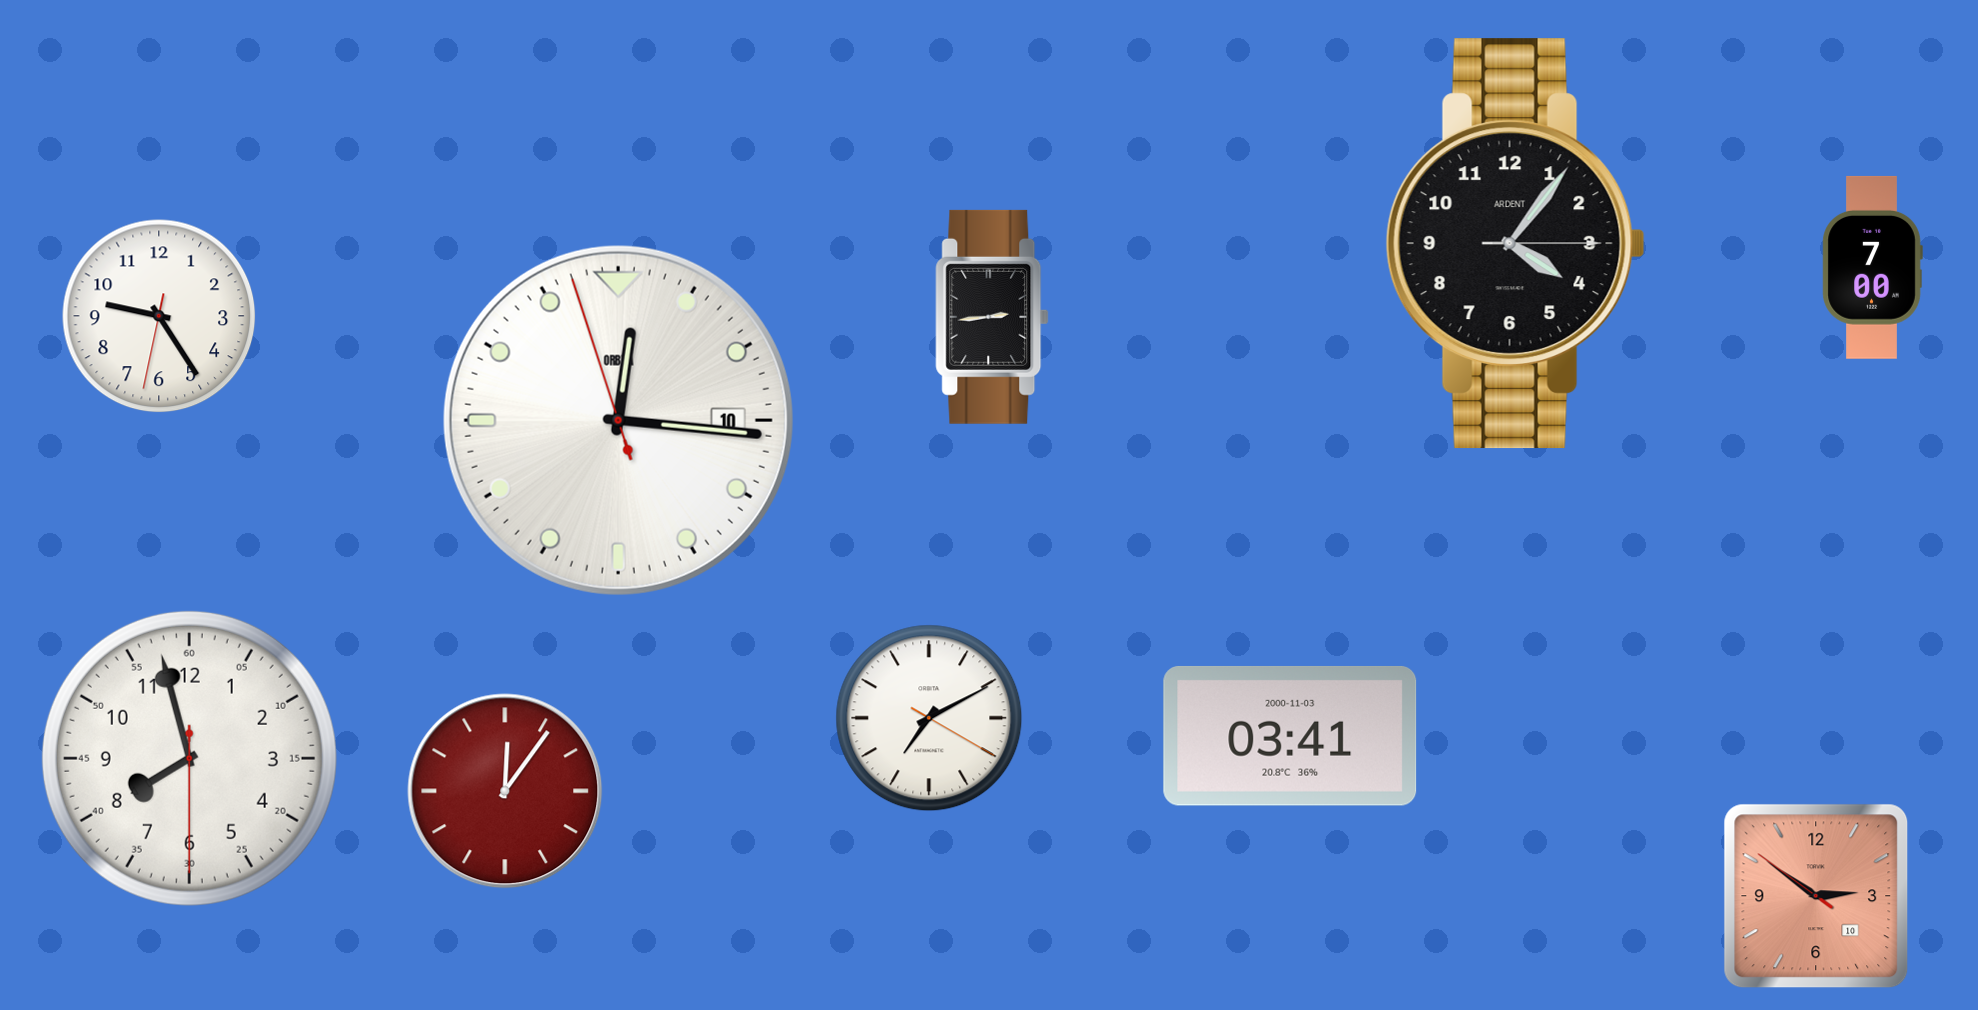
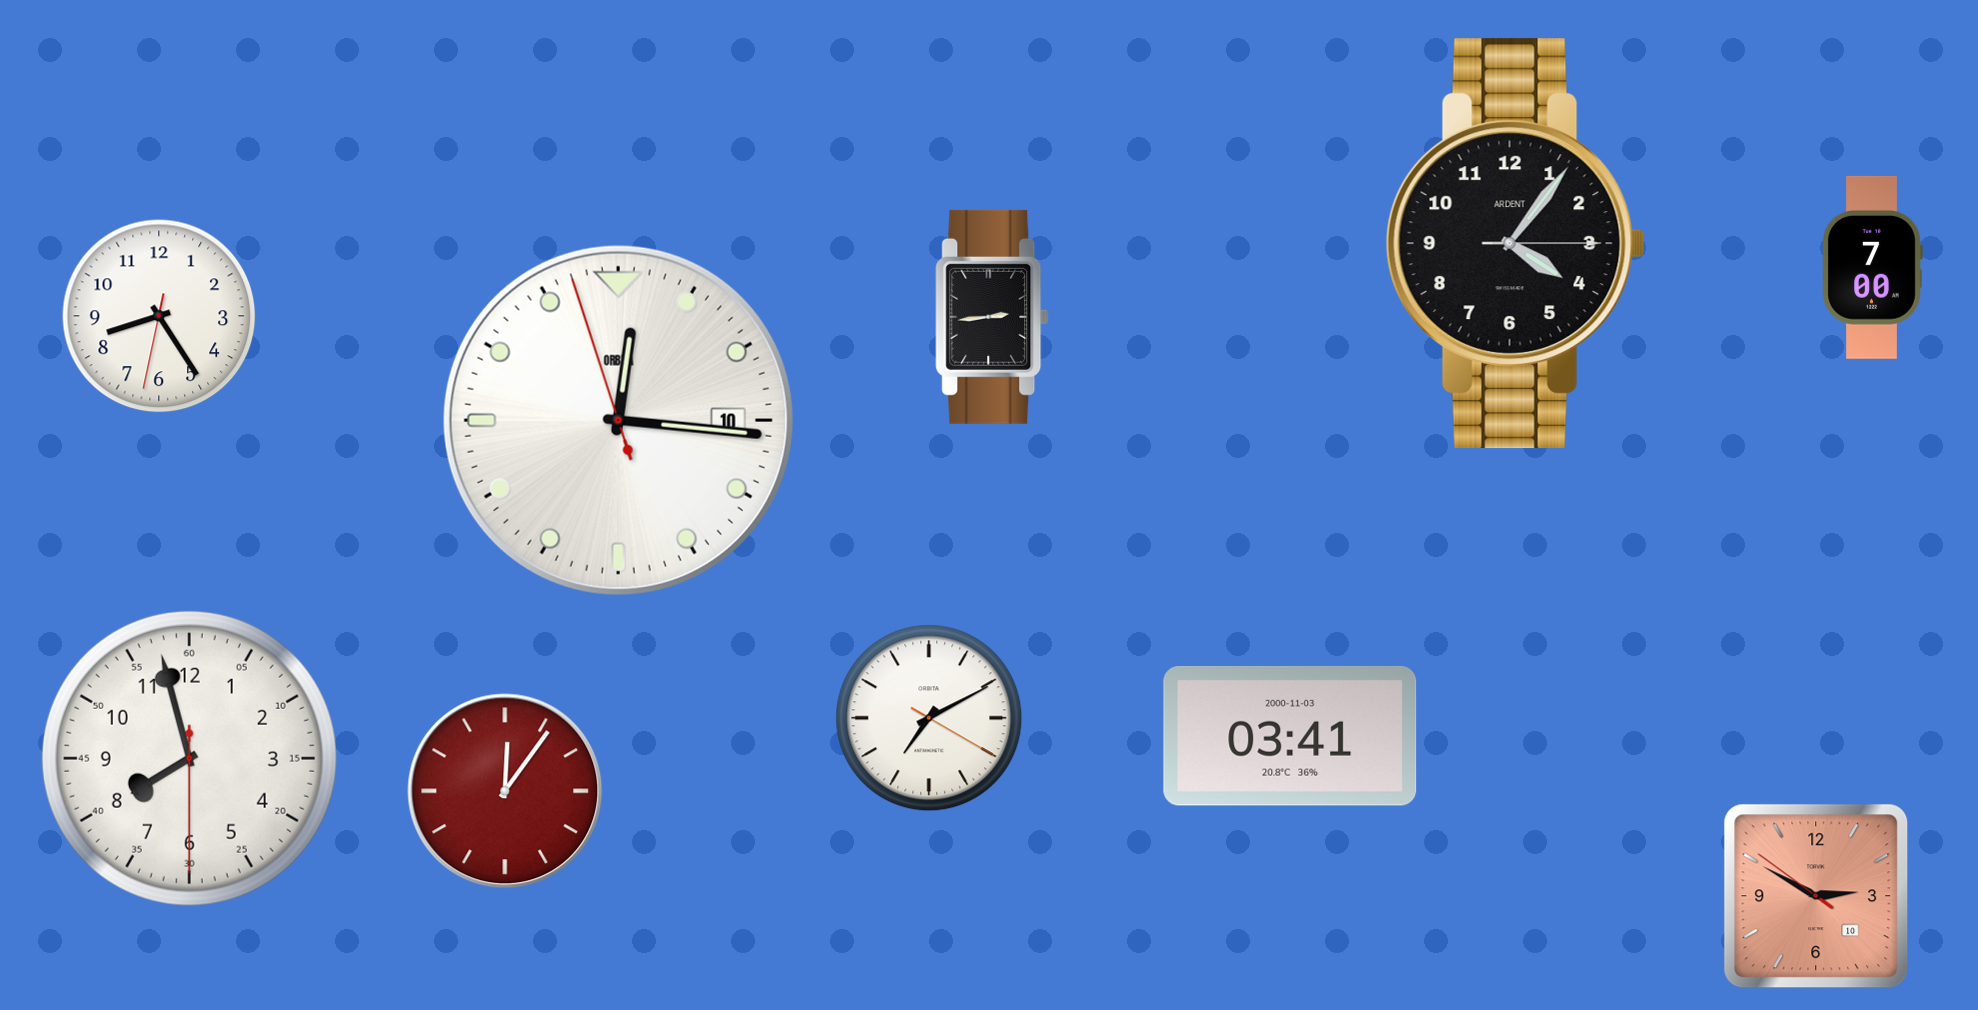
clock at (159, 316): 9:24 -> 8:24
clock at (1816, 896): 2:50 -> 2:49
